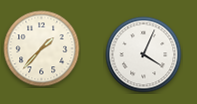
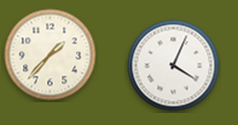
clock at (42, 49) position: (42, 49) -> (51, 55)
